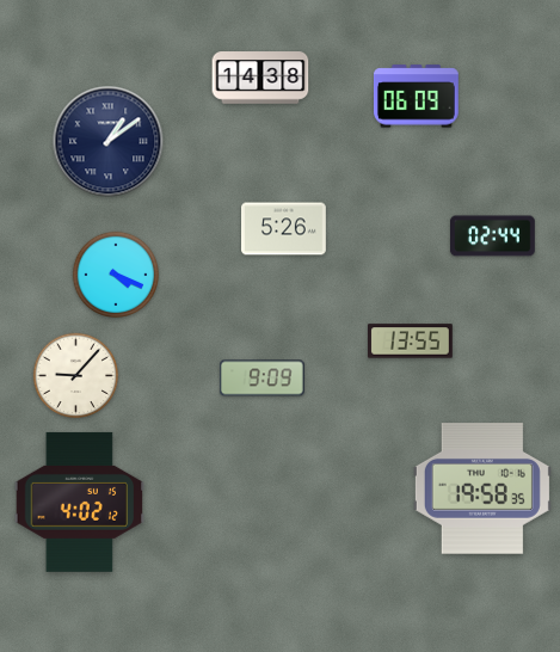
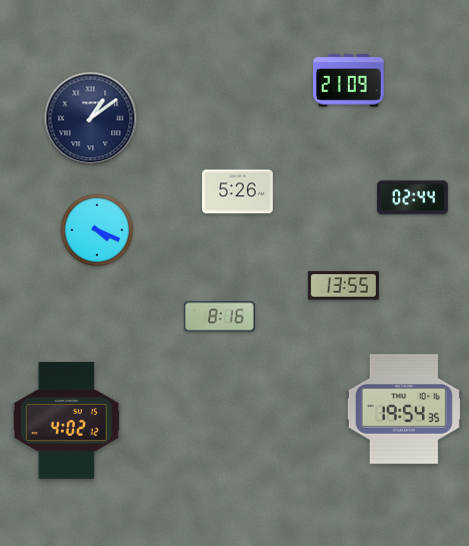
clock at (260, 78): 14:38 -> none
clock at (416, 97): 06:09 -> 21:09
clock at (76, 376): 9:07 -> none
clock at (261, 379): 9:09 -> 8:16
clock at (482, 488): 19:58 -> 19:54
